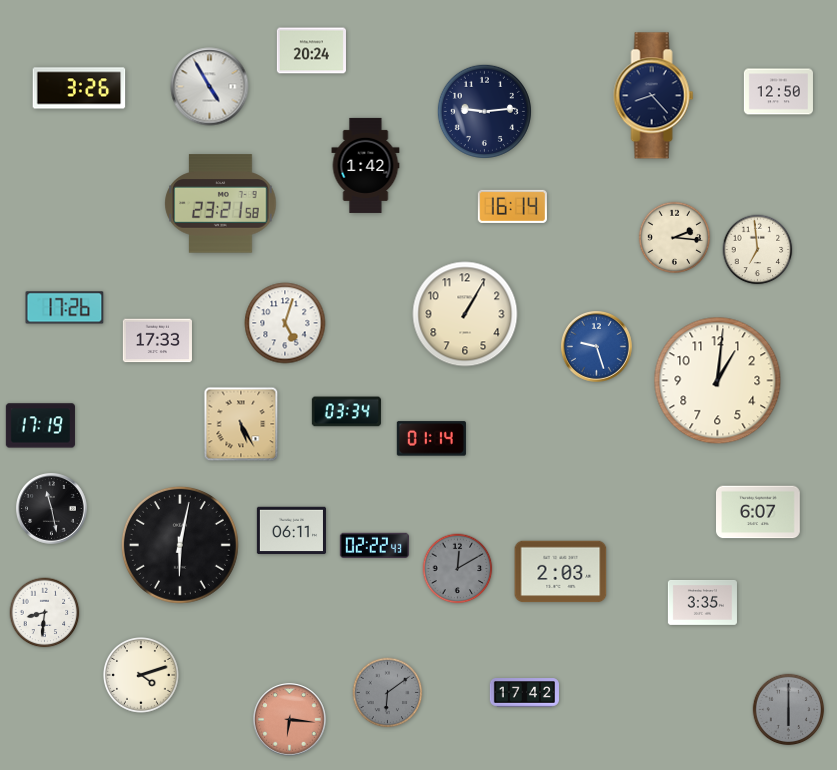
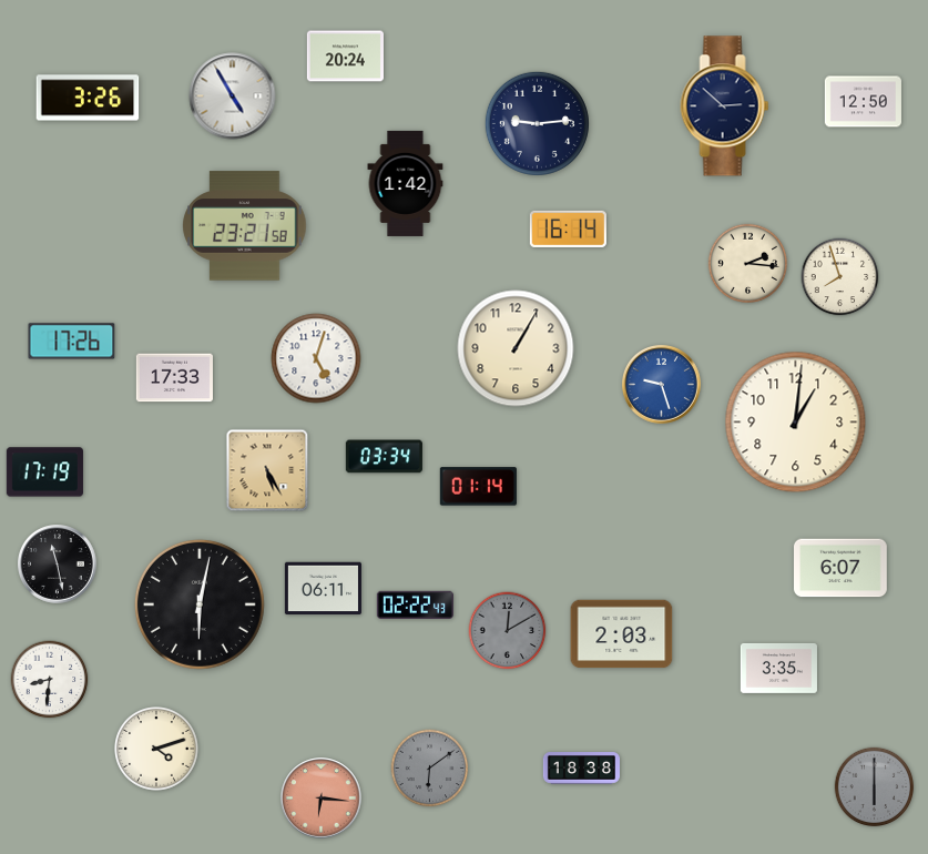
clock at (654, 96): 8:23 -> 2:52
clock at (758, 250): 6:59 -> 7:57
clock at (524, 693): 17:42 -> 18:38
